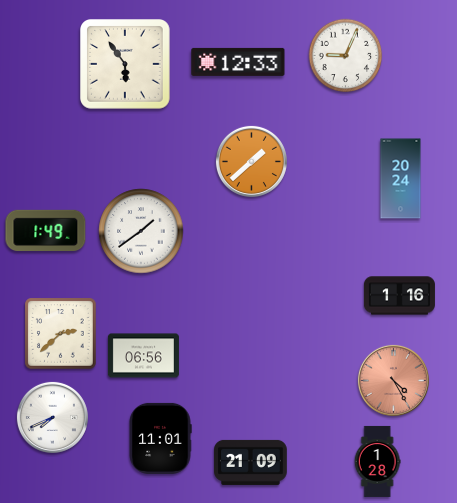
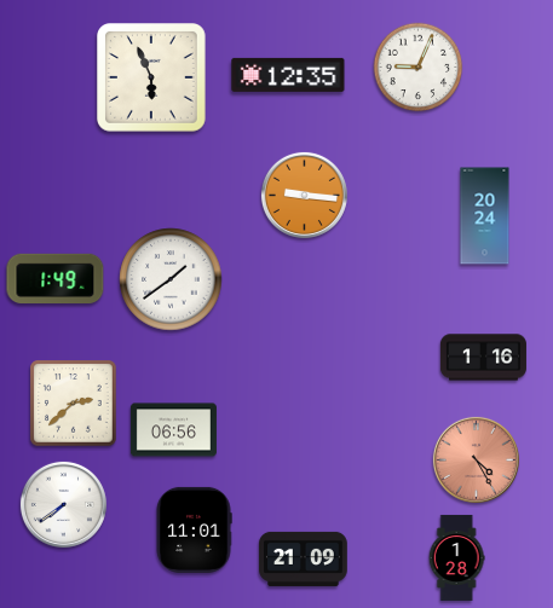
clock at (238, 62): 12:33 -> 12:35
clock at (126, 65): 5:54 -> 5:56
clock at (251, 161): 1:38 -> 9:16
clock at (52, 417): 7:41 -> 7:39
